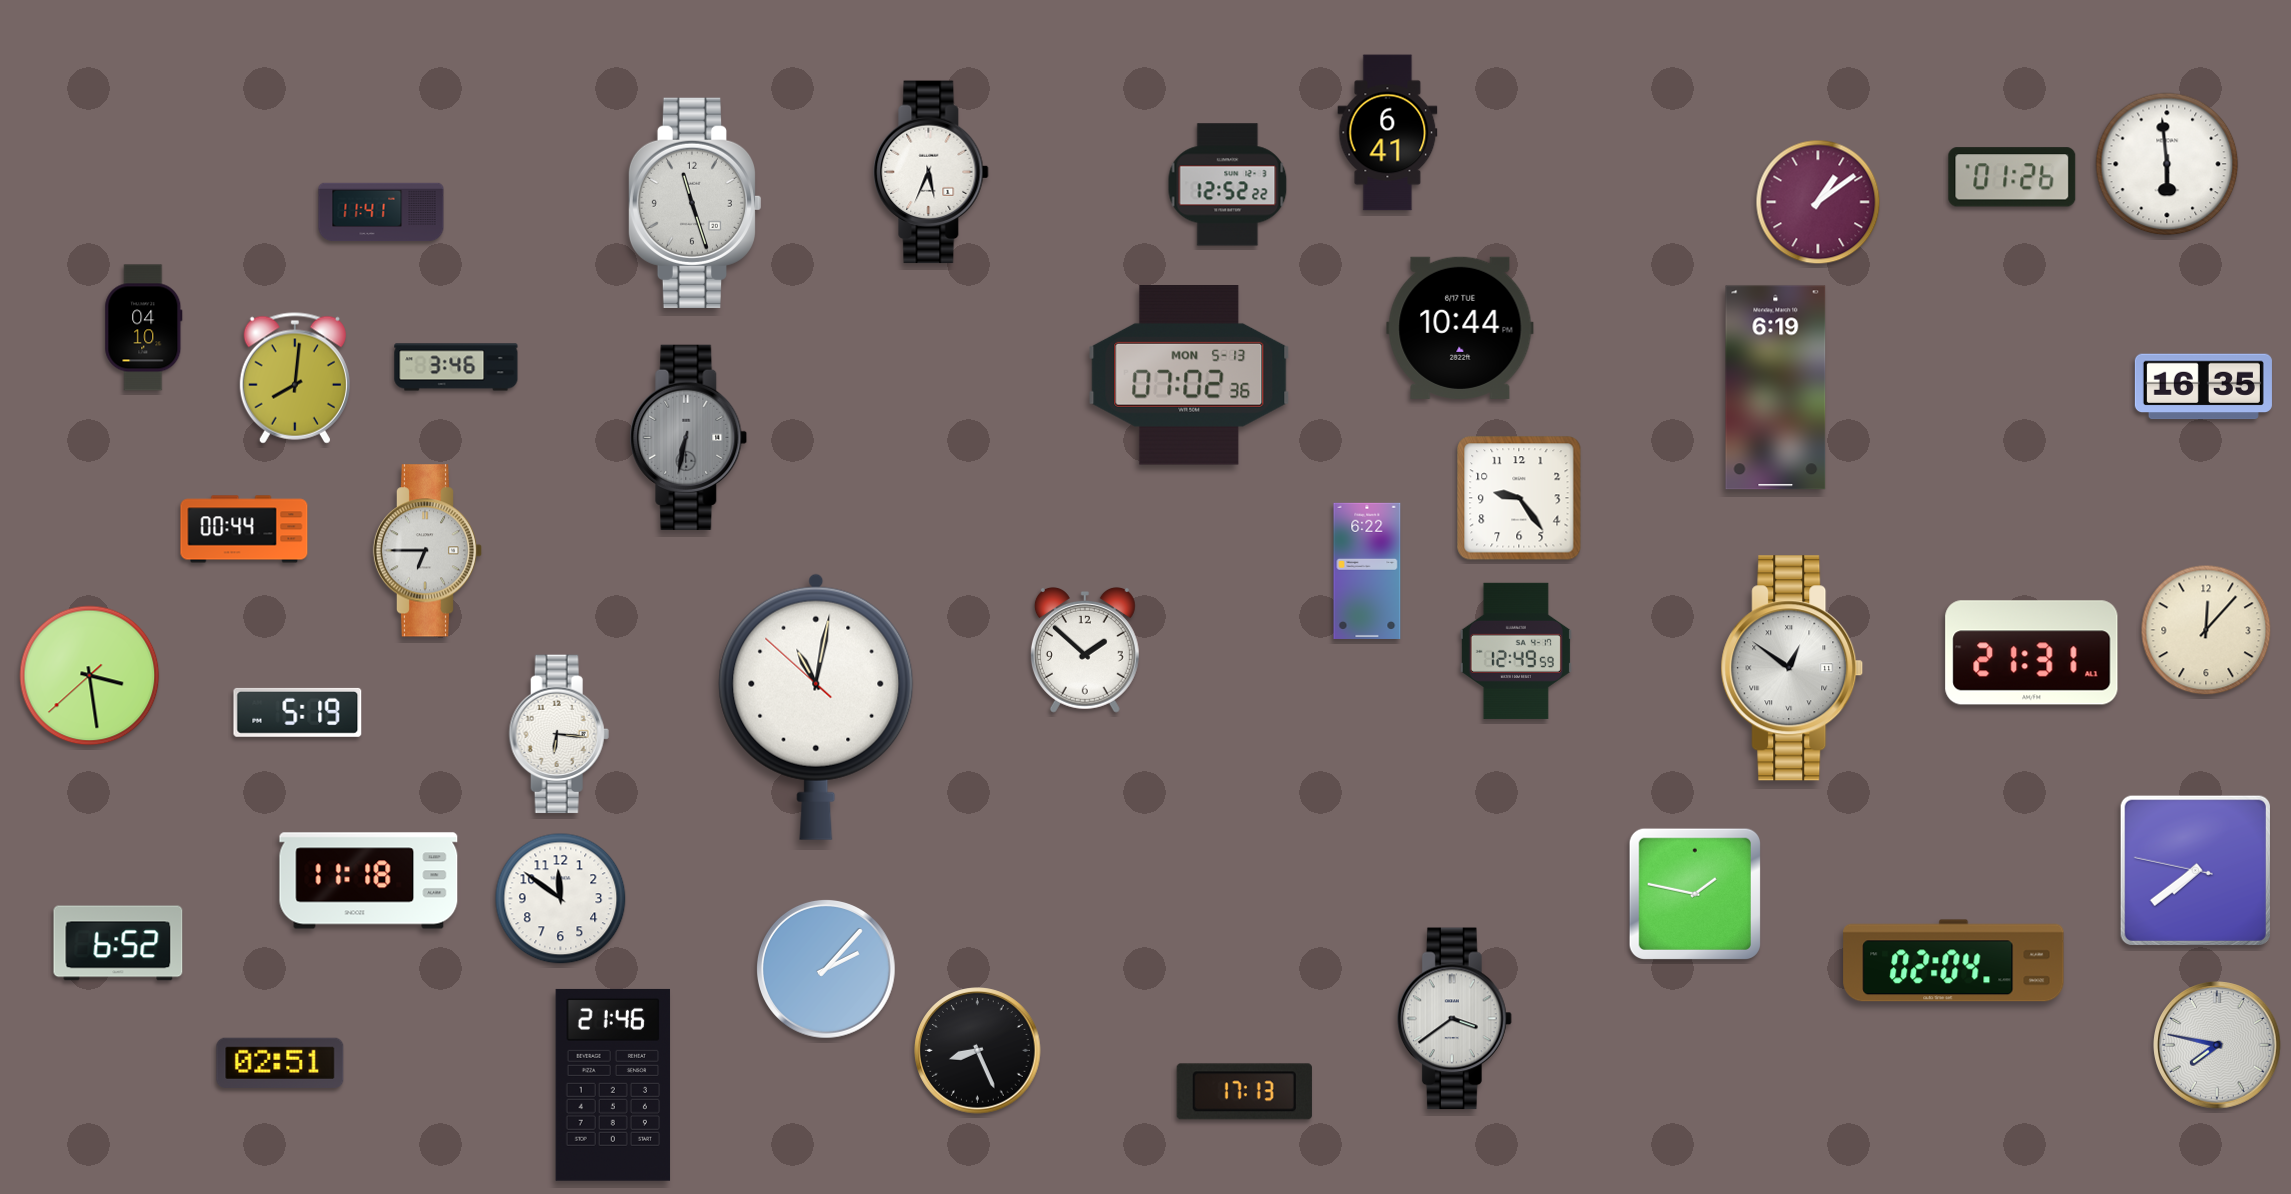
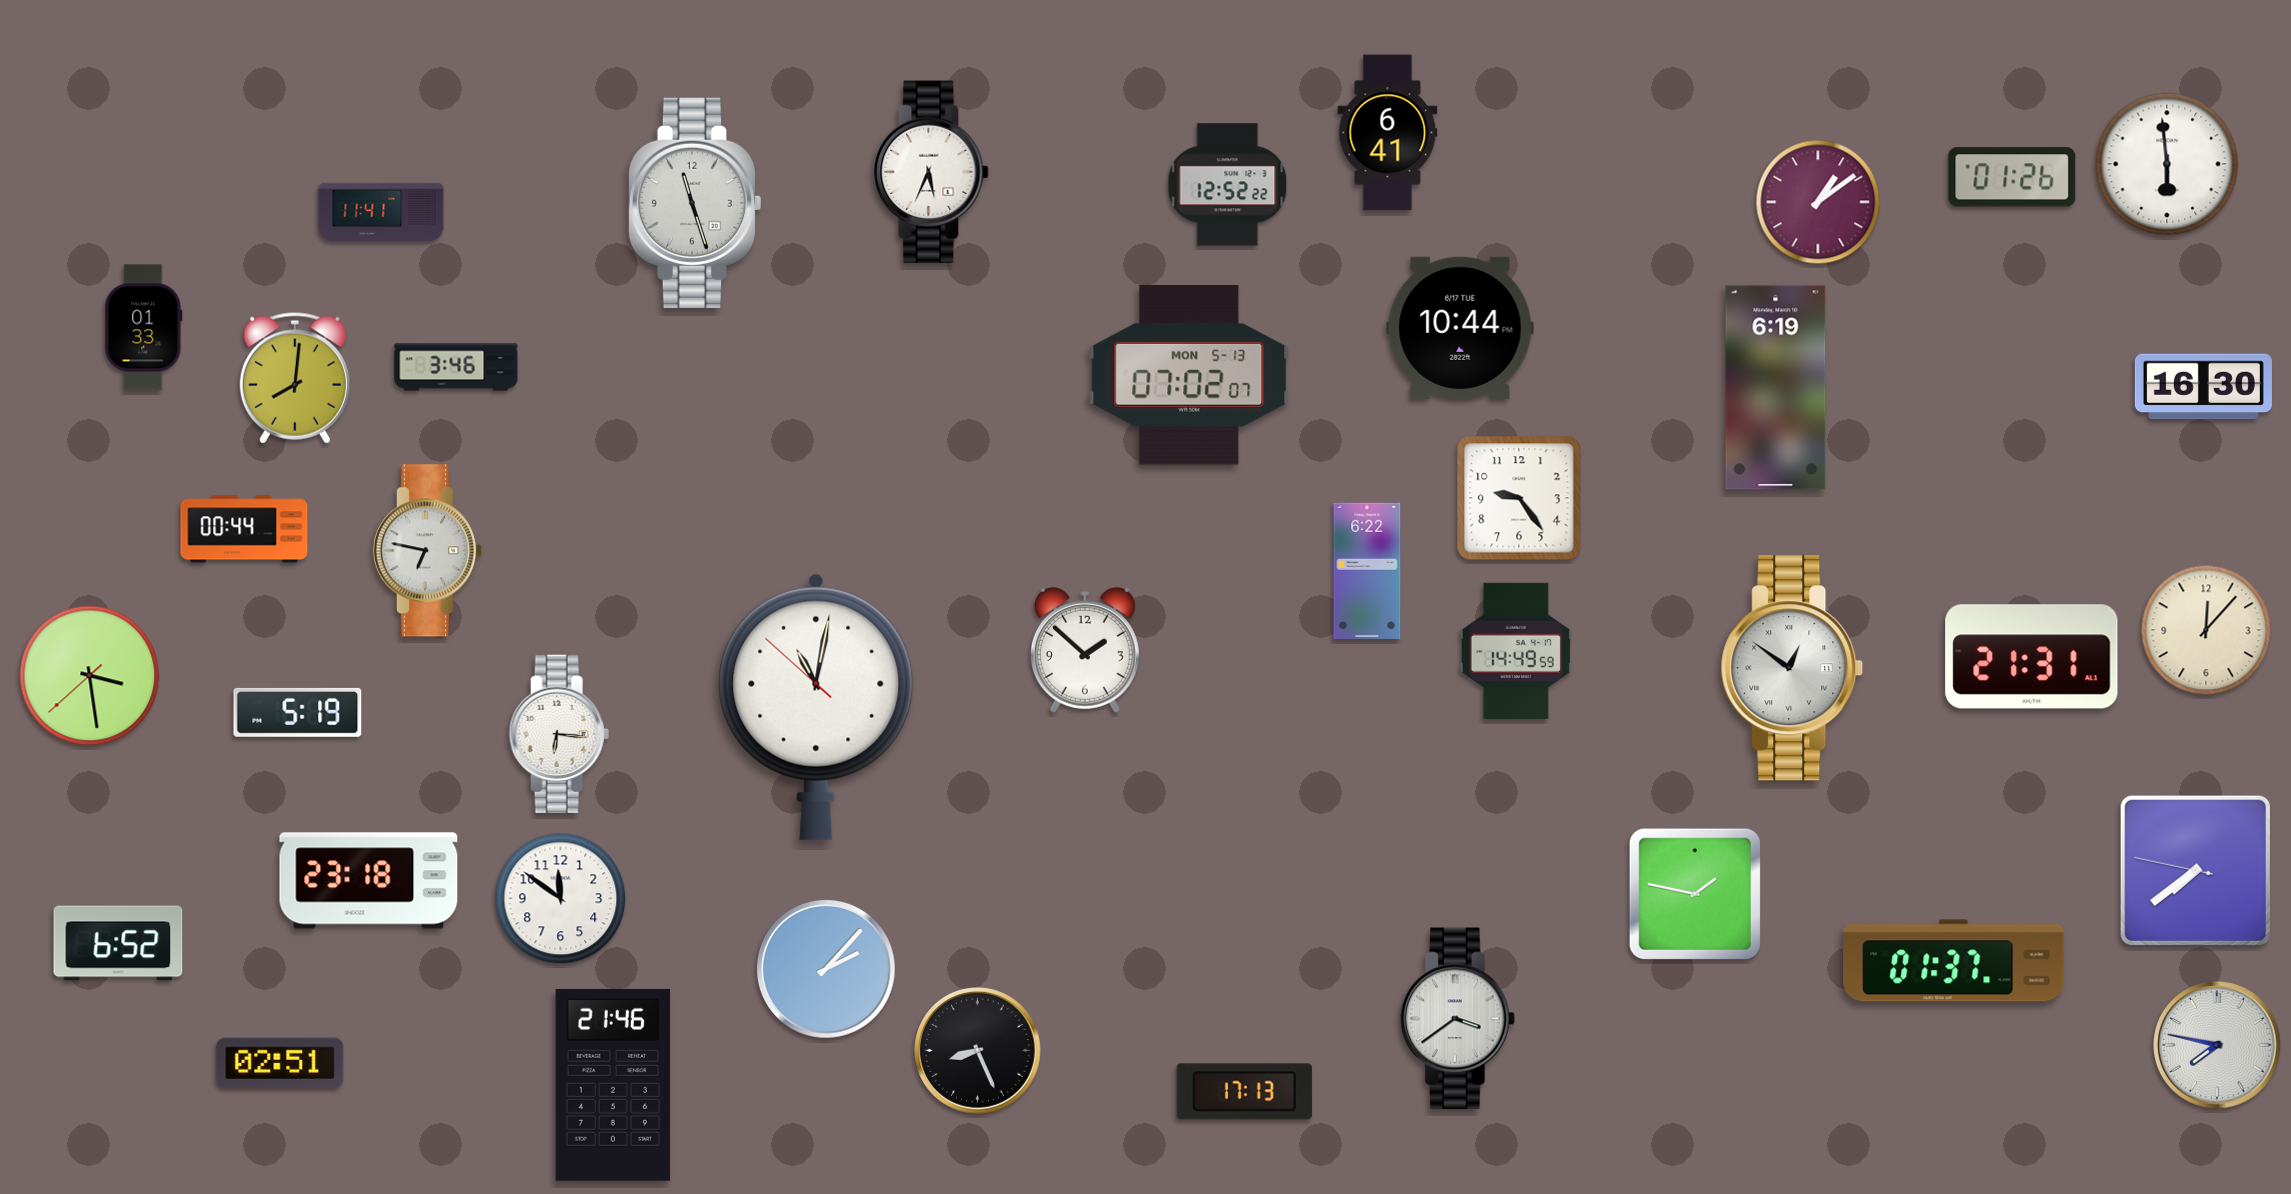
clock at (144, 328): 04:10 -> 01:33
clock at (1189, 376): 07:02:36 -> 07:02:07
clock at (2203, 387): 16:35 -> 16:30
clock at (689, 437): 6:32 -> none
clock at (428, 551): 6:45 -> 6:47
clock at (1516, 651): 12:49 -> 14:49
clock at (2032, 653) position: (2032, 653) -> (2032, 657)
clock at (369, 881): 11:18 -> 23:18
clock at (1954, 961): 02:04 -> 01:37
clock at (1454, 1019) position: (1454, 1019) -> (1457, 1019)
